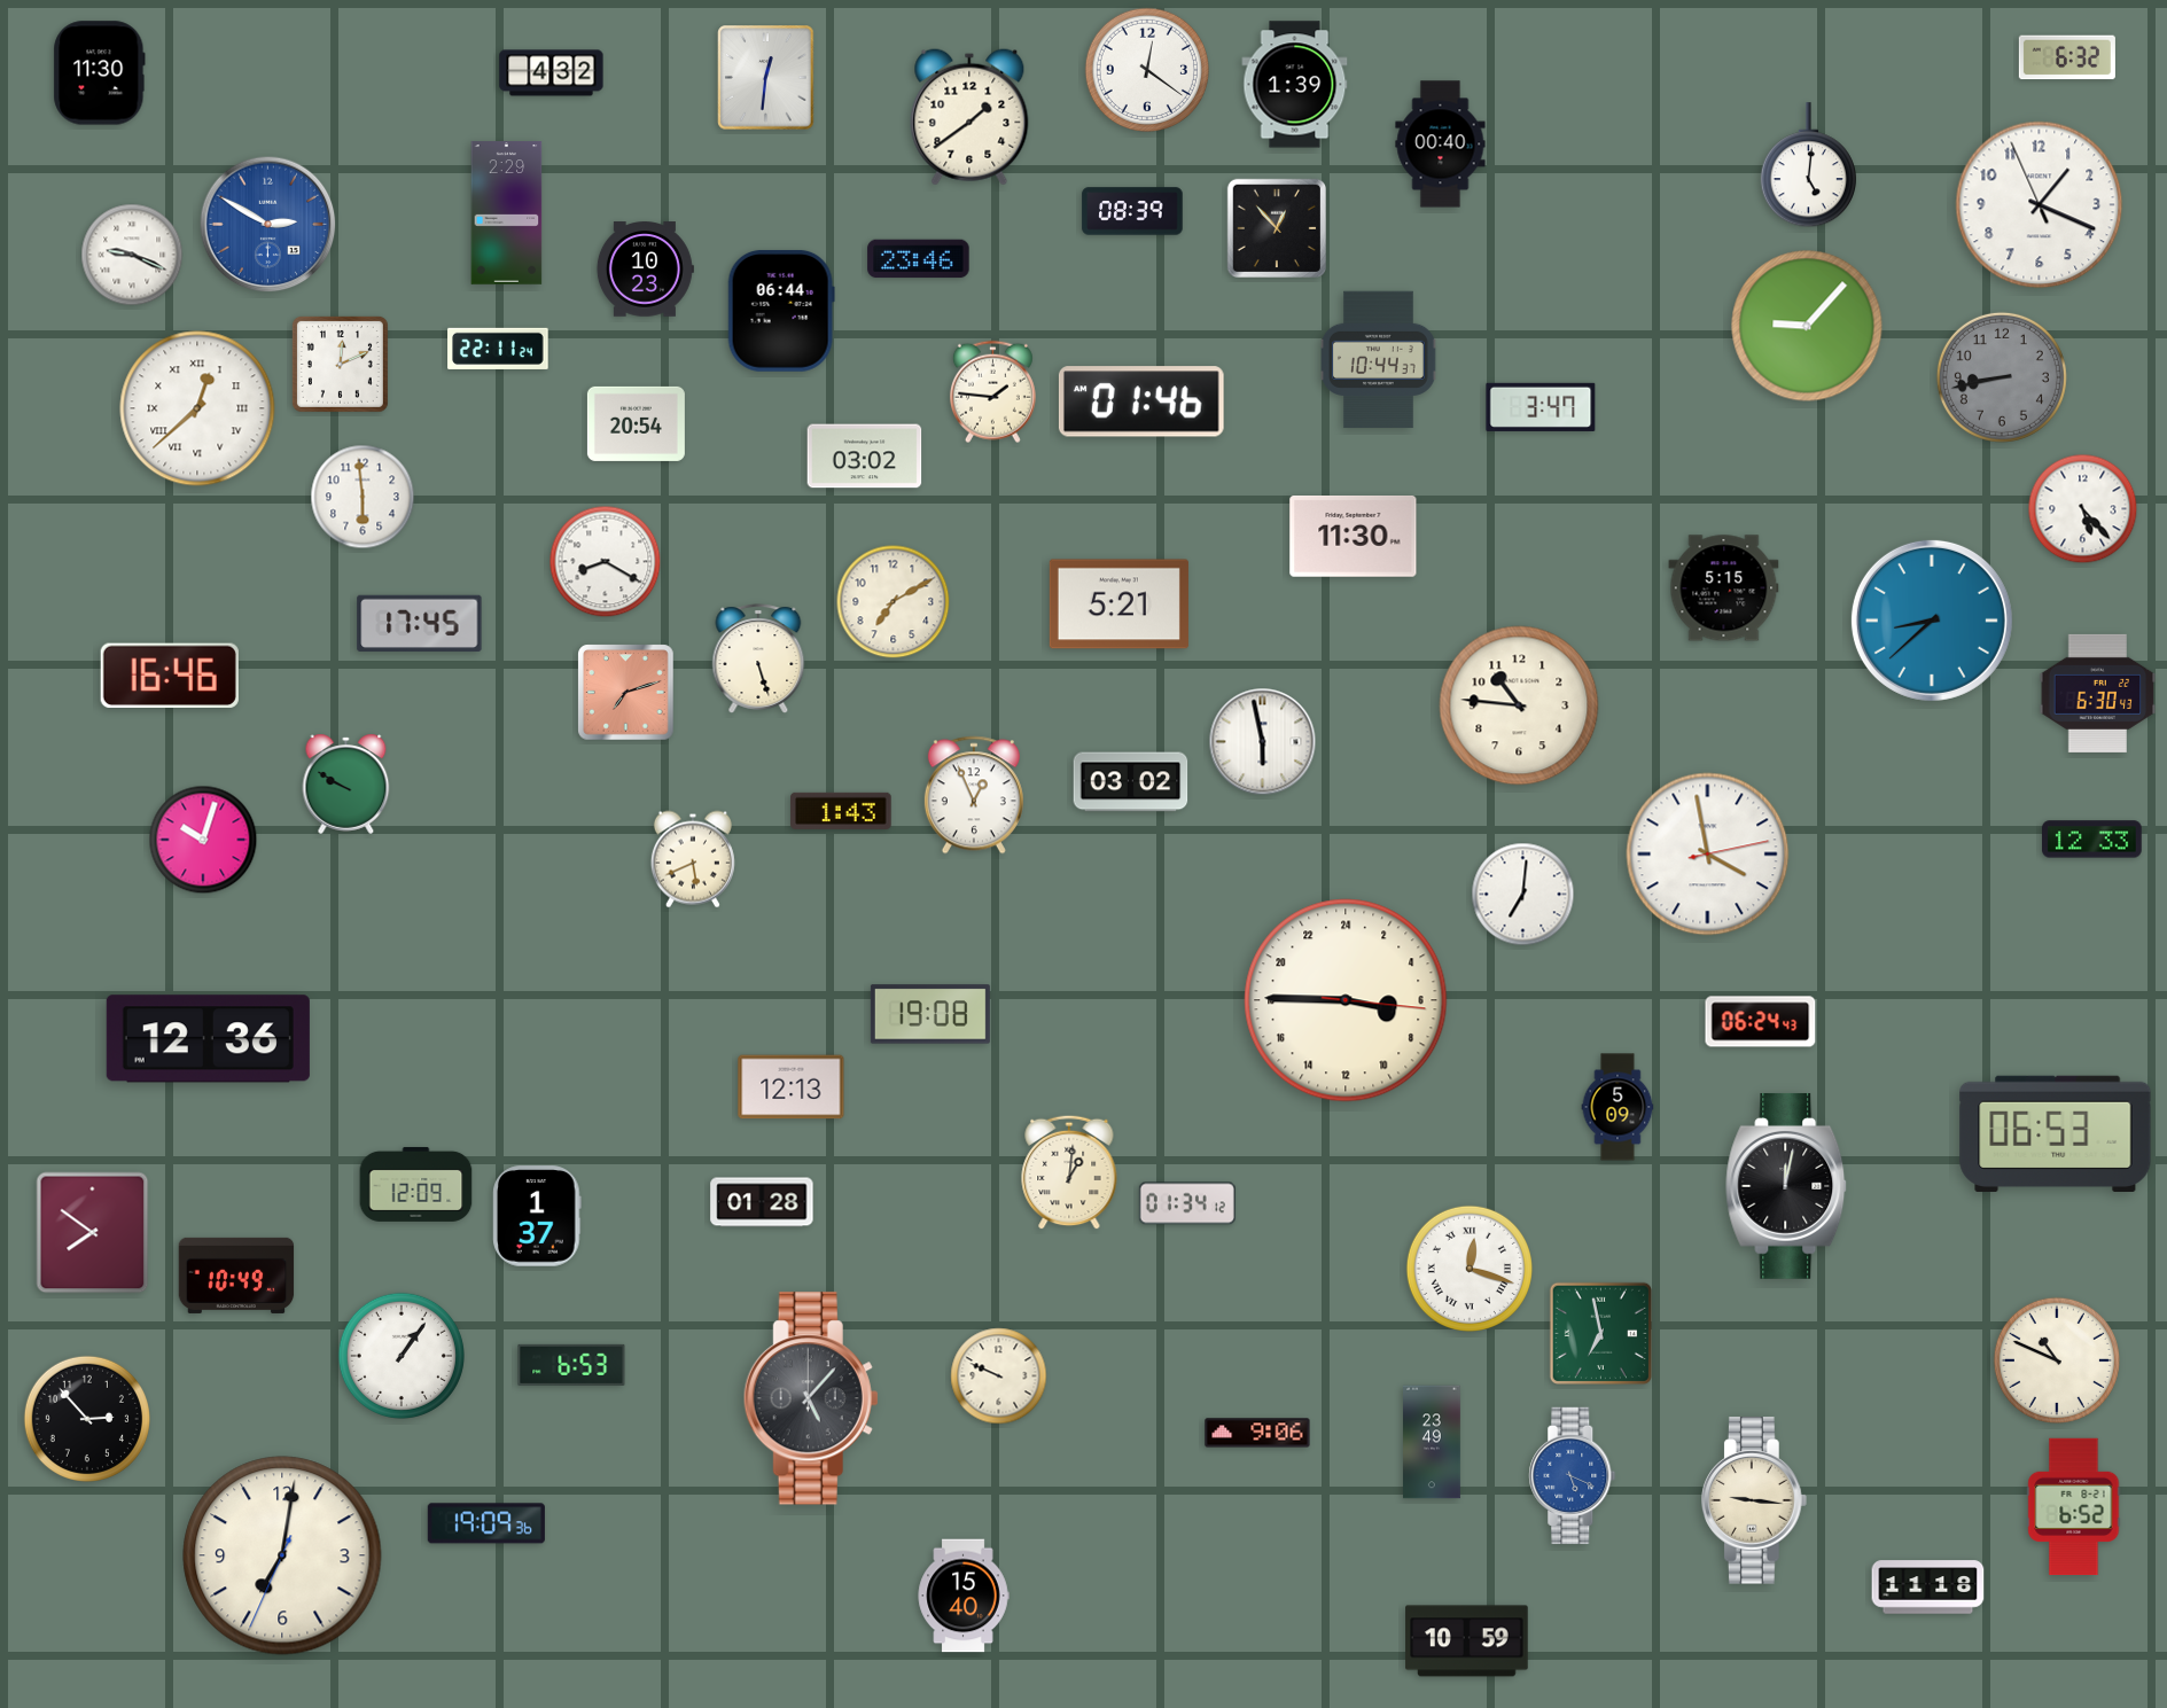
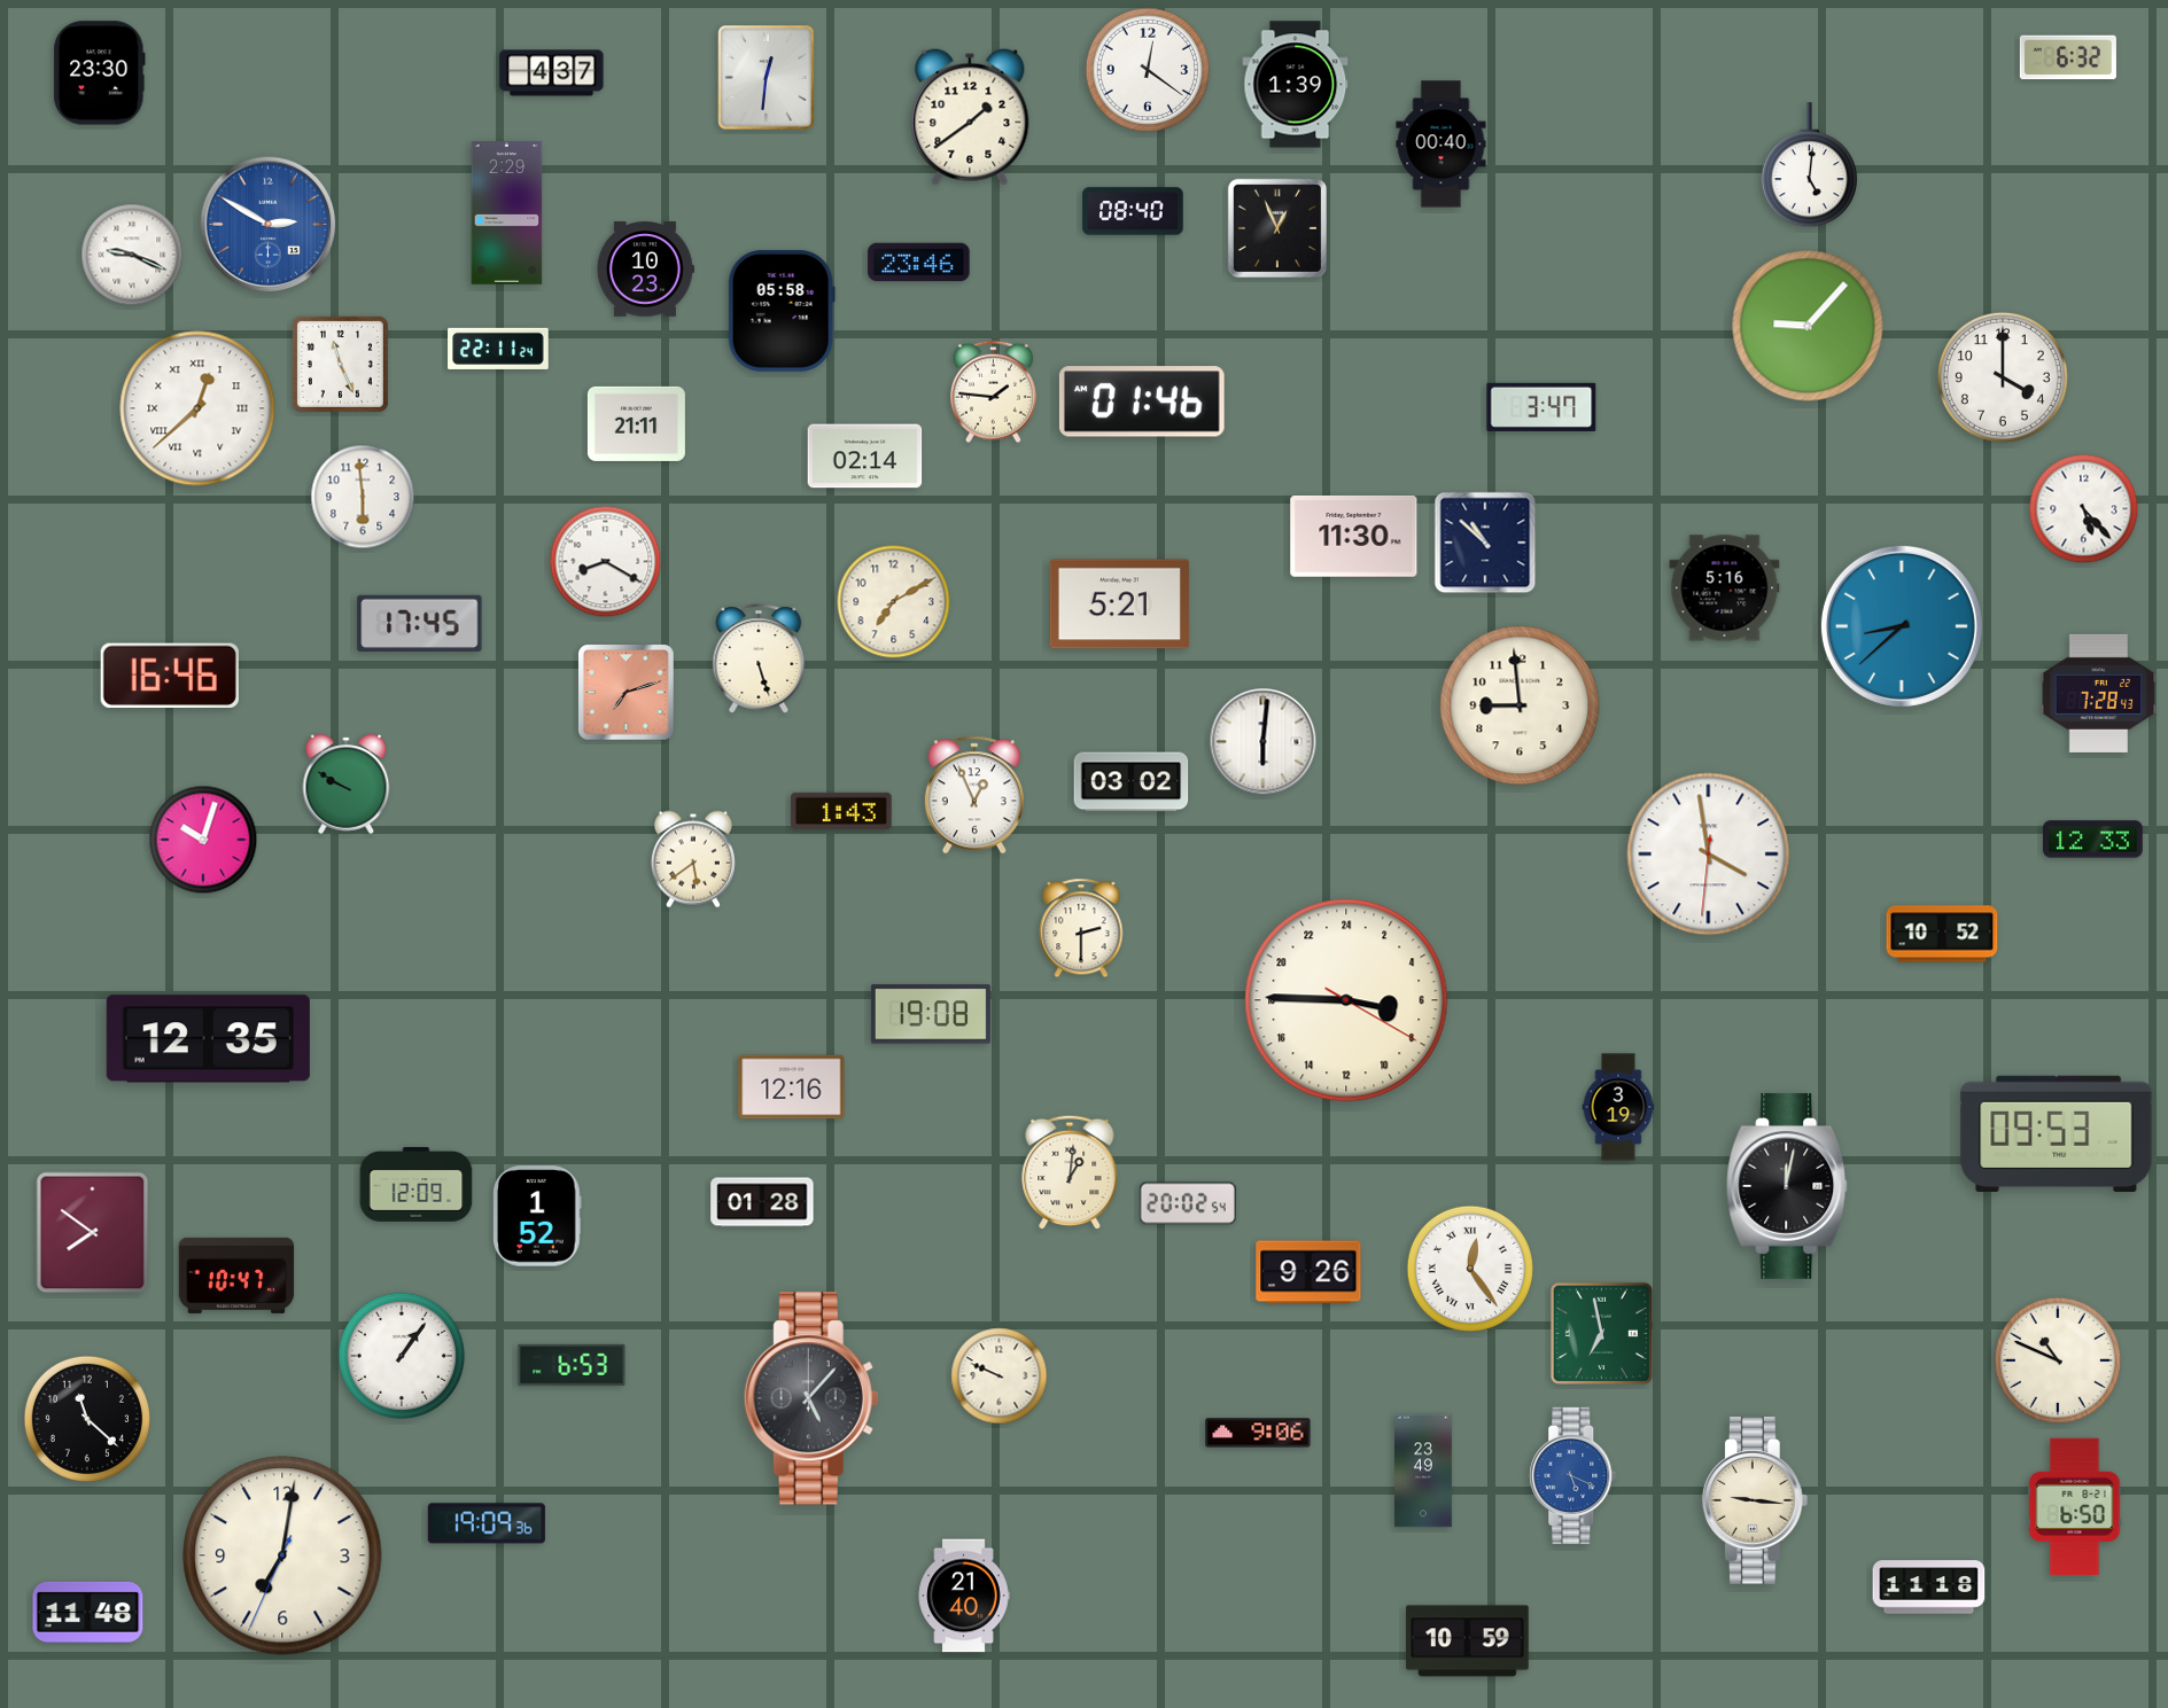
clock at (100, 73): 11:30 -> 23:30
clock at (552, 73): 4:32 -> 4:37
clock at (2040, 205): 1:18 -> none
clock at (1132, 211): 08:39 -> 08:40
clock at (1276, 227): 12:53 -> 12:56
clock at (919, 259) position: (919, 259) -> (919, 263)
clock at (781, 311): 06:44 -> 05:58
clock at (1379, 360): 10:44 -> none
clock at (340, 364): 12:11 -> 11:26
clock at (2002, 377): 8:43 -> 4:00
clock at (2002, 377) dial: grey -> white
clock at (636, 423): 20:54 -> 21:11
clock at (865, 457): 03:02 -> 02:14
clock at (1485, 543): none -> 10:52
clock at (1724, 588): 5:15 -> 5:16
clock at (1932, 621) position: (1932, 621) -> (1902, 626)
clock at (2098, 693): 6:30 -> 7:28
clock at (1519, 705): 10:46 -> 8:59
clock at (1263, 742): 5:58 -> 6:01
clock at (1708, 855): 3:58:13 -> 3:58:31
clock at (693, 859): 5:41 -> 5:39
clock at (1523, 895): 7:01 -> none
clock at (1081, 928): none -> 2:30
clock at (1942, 934): none -> 10:52
clock at (1346, 1000): 6:45:16 -> 6:45:20
clock at (1761, 1022): 06:24 -> none
clock at (208, 1039): 12:36 -> 12:35
clock at (792, 1087): 12:13 -> 12:16
clock at (1618, 1107): 5:09 -> 3:19
clock at (2056, 1133): 06:53 -> 09:53
clock at (1187, 1203): 01:34 -> 20:02
clock at (537, 1216): 1:37 -> 1:52
clock at (1470, 1269): 12:18 -> 12:24
clock at (1308, 1272): none -> 9:26
clock at (236, 1276): 10:49 -> 10:47
clock at (87, 1419): 2:53 -> 11:22
clock at (1433, 1442) position: (1433, 1442) -> (1424, 1471)
clock at (2074, 1507): 6:52 -> 6:50
clock at (964, 1596): 15:40 -> 21:40
clock at (88, 1612): none -> 11:48
